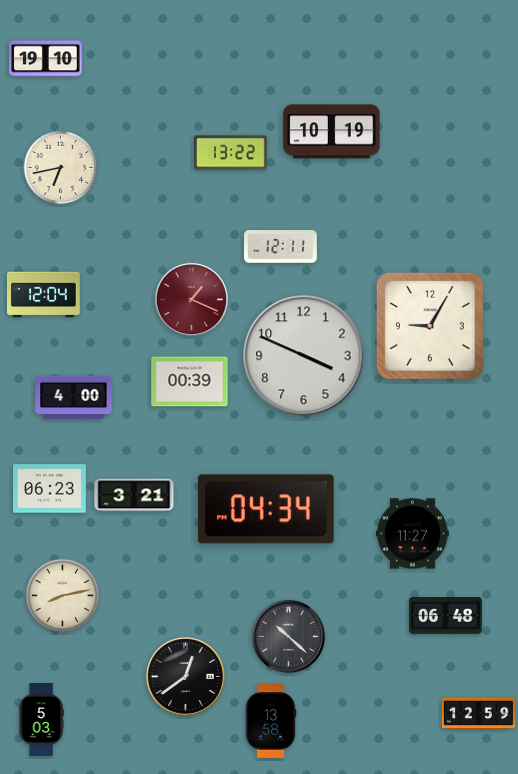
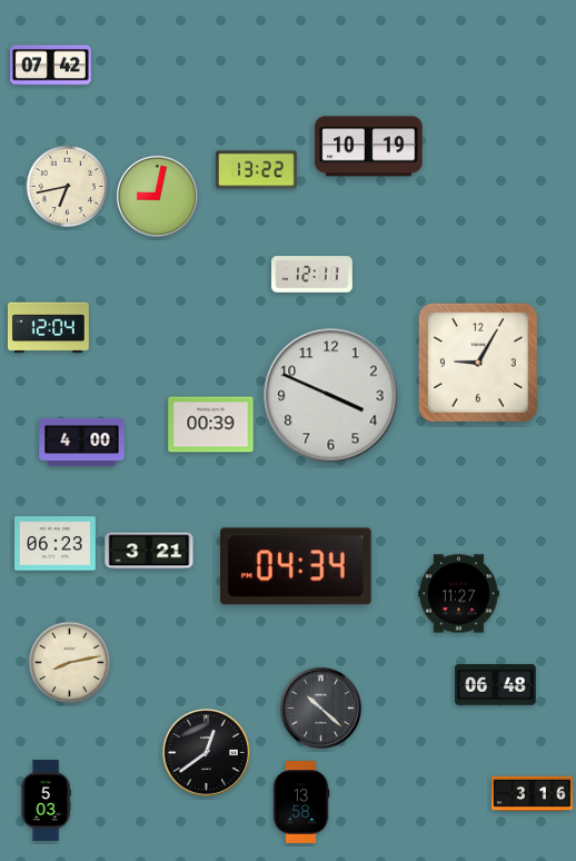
clock at (46, 59): 19:10 -> 07:42
clock at (157, 196): none -> 9:02
clock at (191, 299): 1:19 -> none
clock at (304, 356) position: (304, 356) -> (331, 396)
clock at (479, 713): 12:59 -> 3:16
